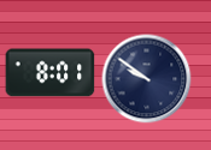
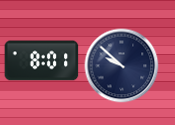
clock at (147, 79): 9:51 -> 9:52
